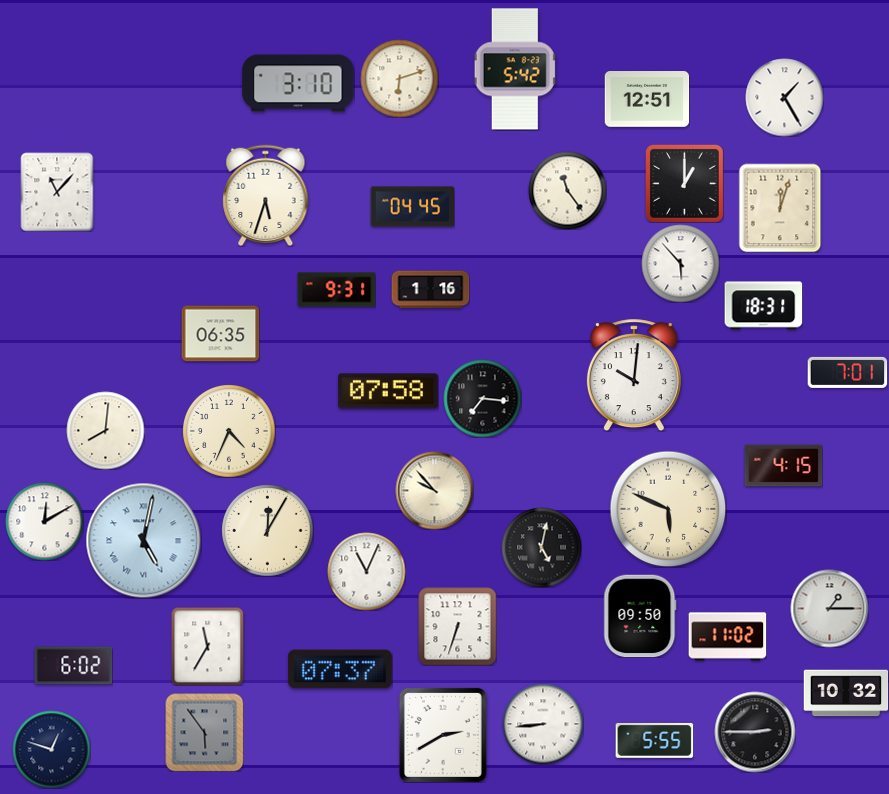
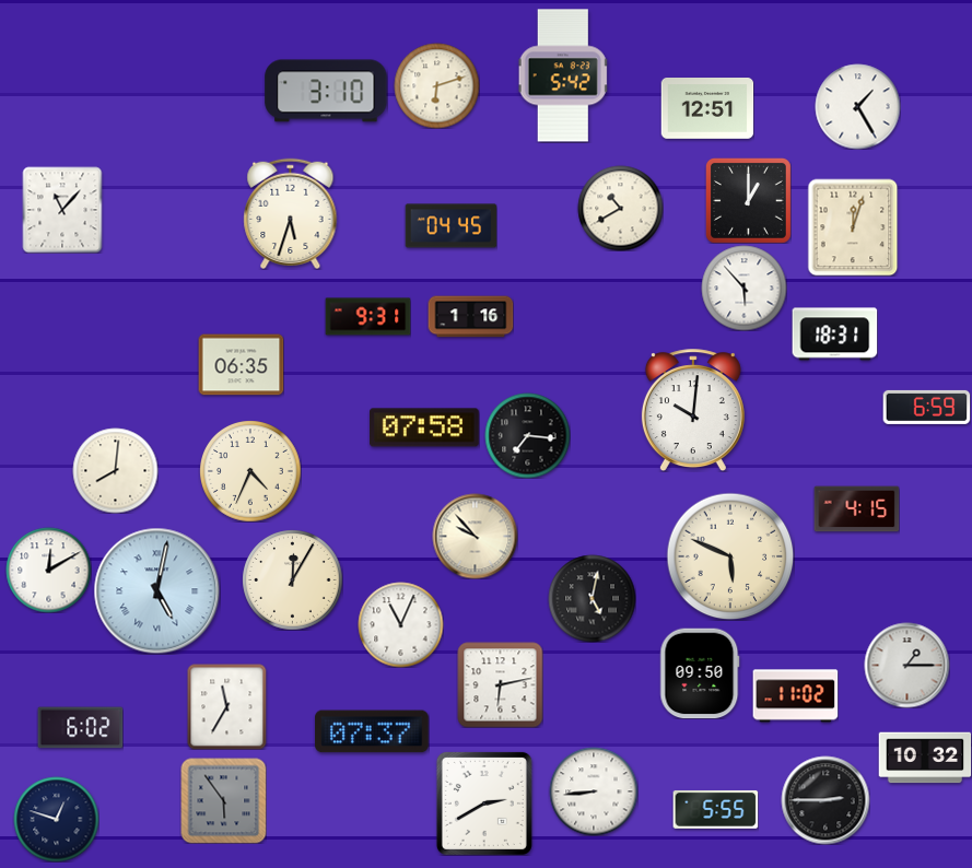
clock at (567, 190): 11:24 -> 10:40
clock at (847, 372): 7:01 -> 6:59
clock at (457, 626): 6:33 -> 6:13
